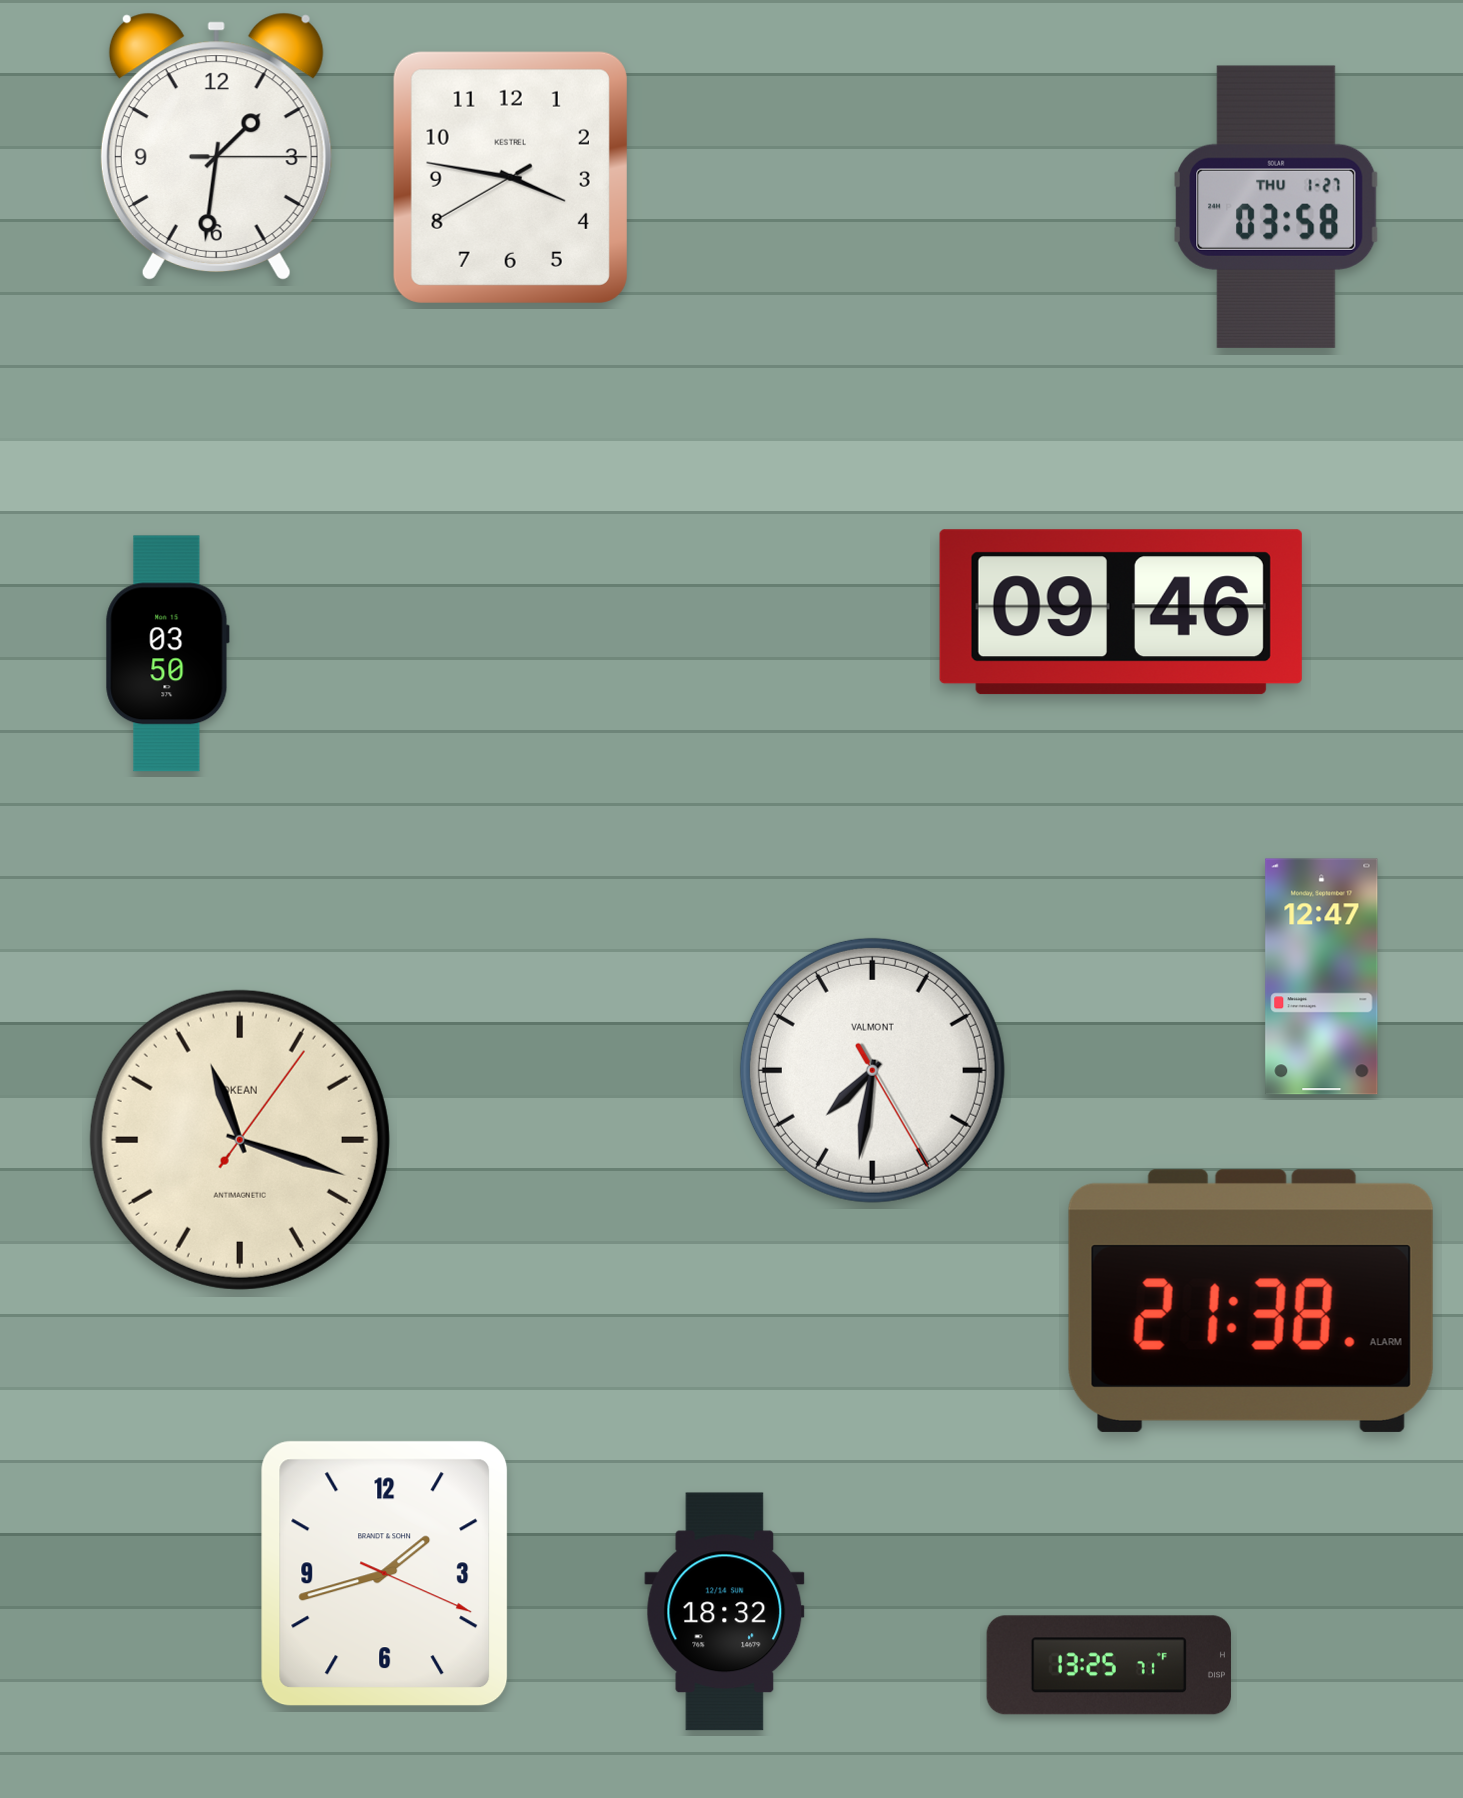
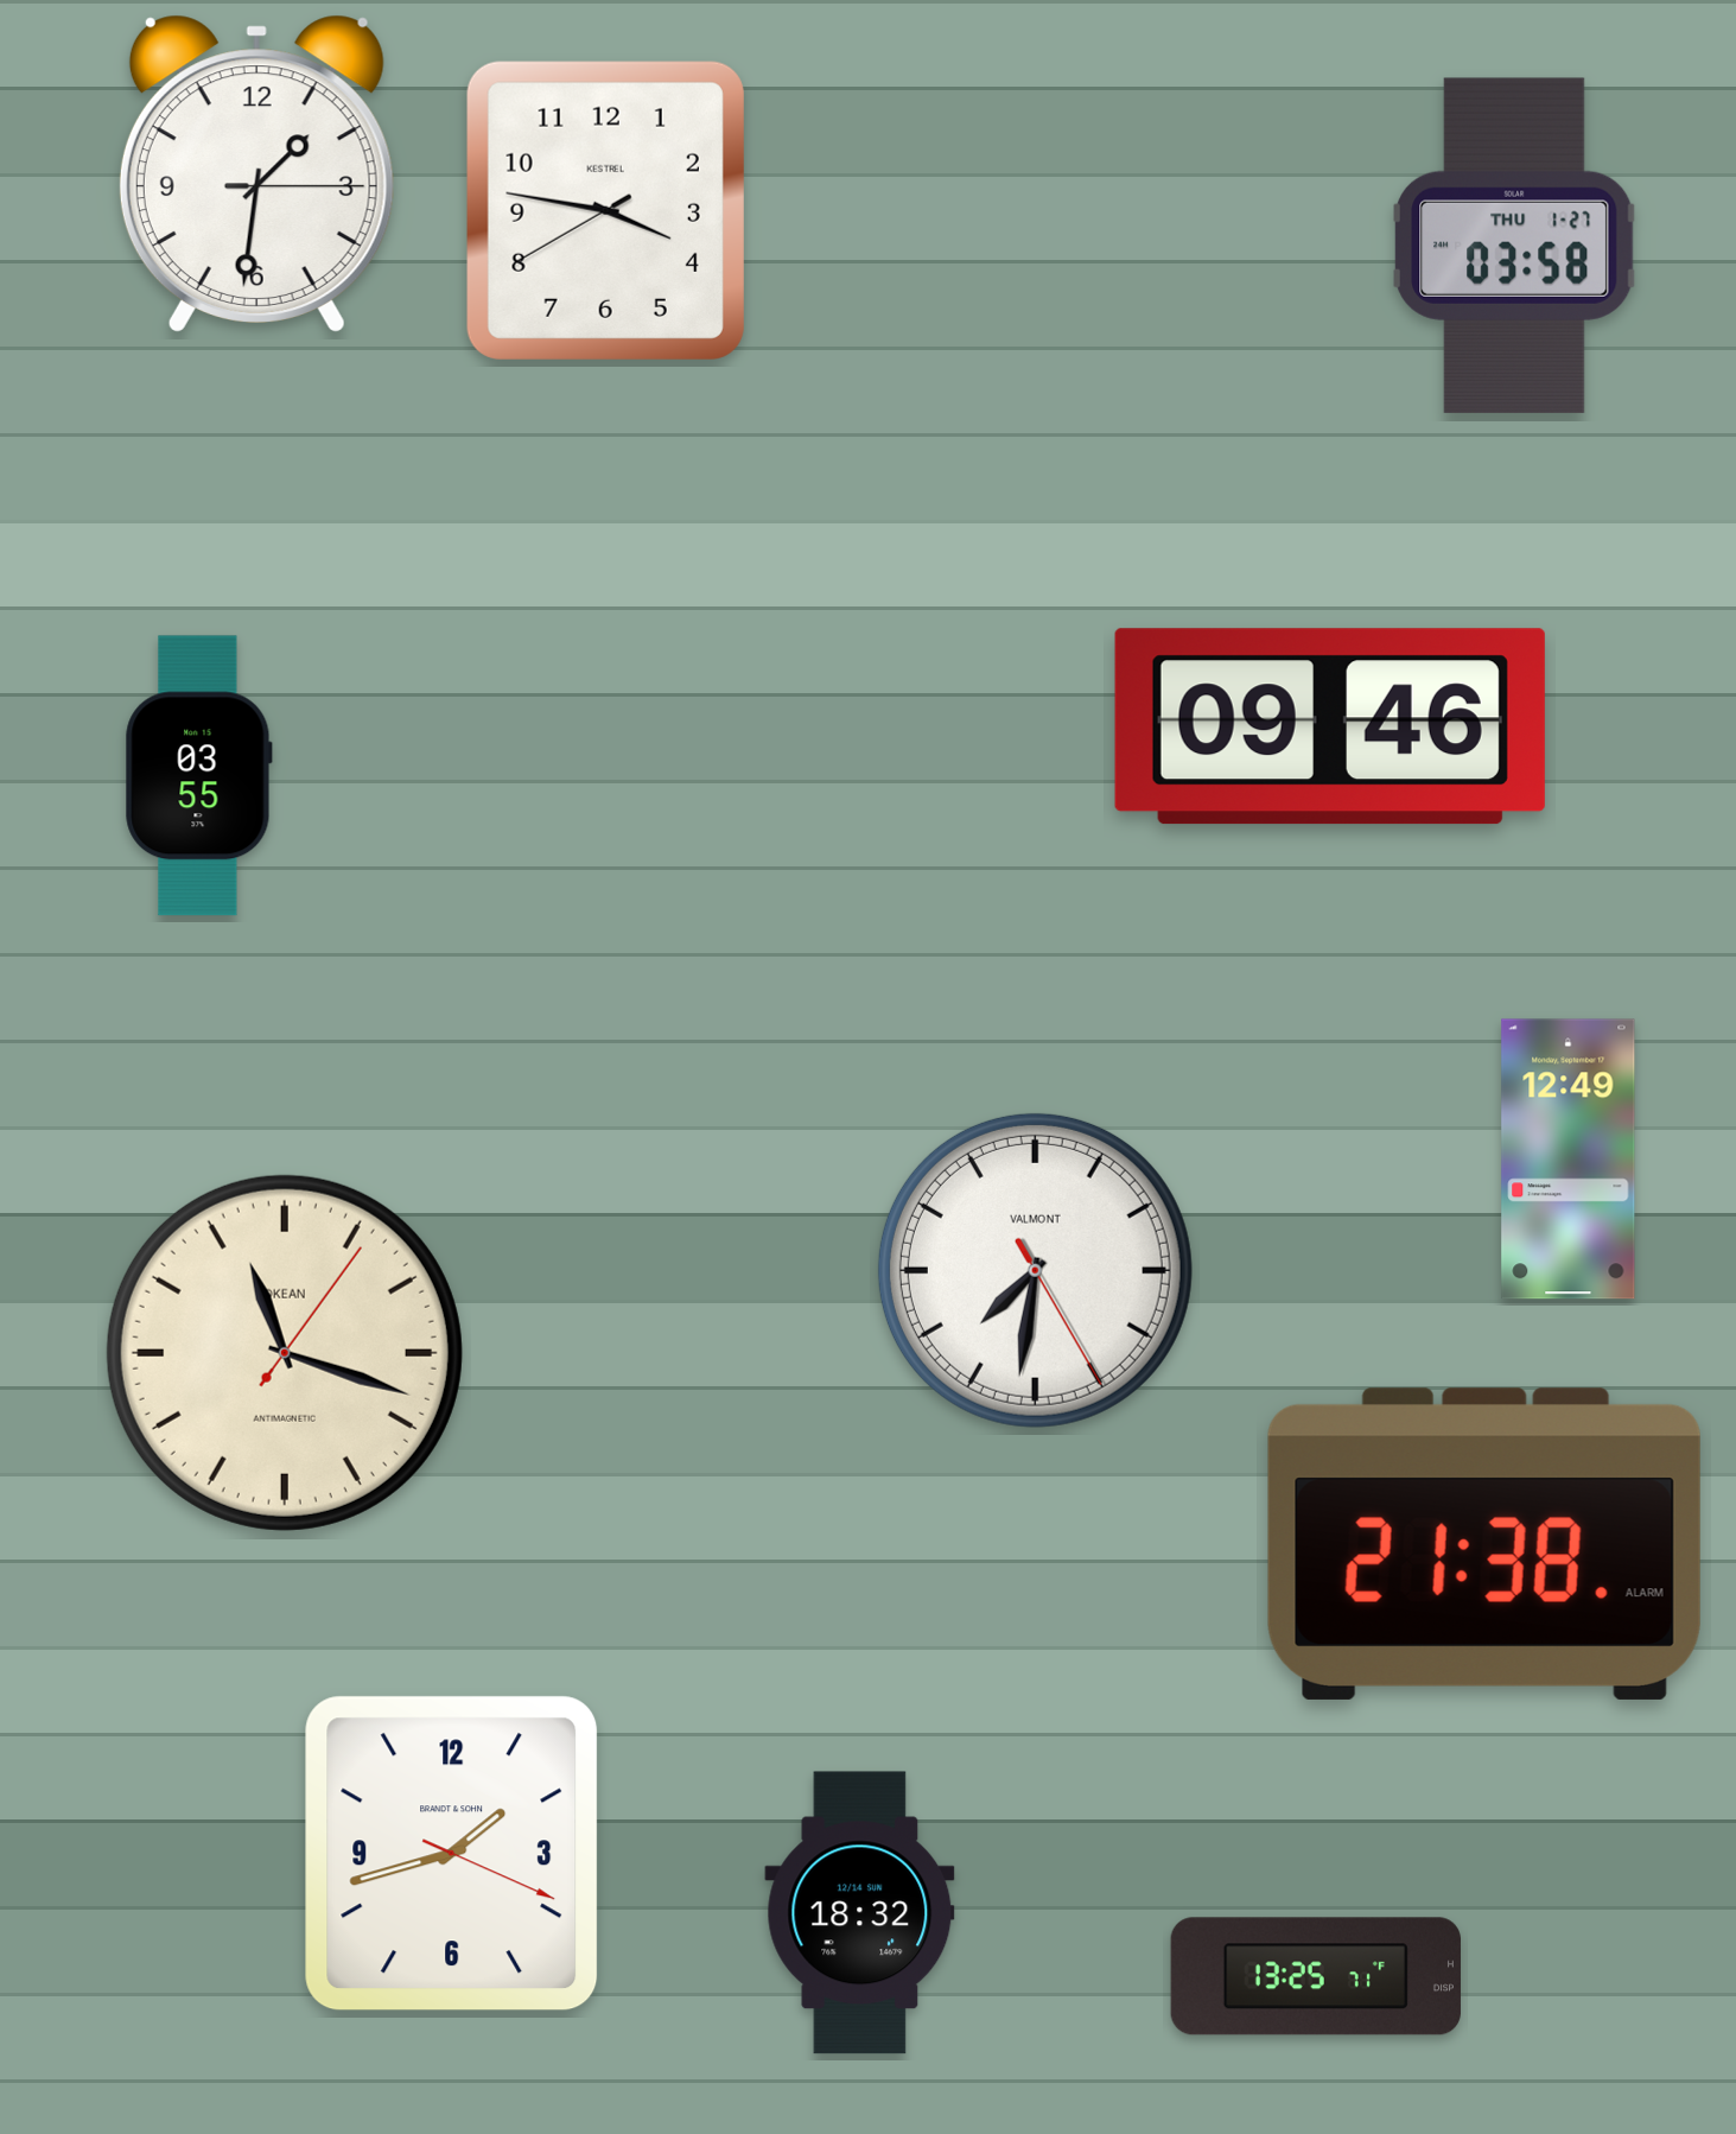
clock at (167, 654): 03:50 -> 03:55
clock at (1322, 977): 12:47 -> 12:49
clock at (385, 1574) position: (385, 1574) -> (452, 1854)
